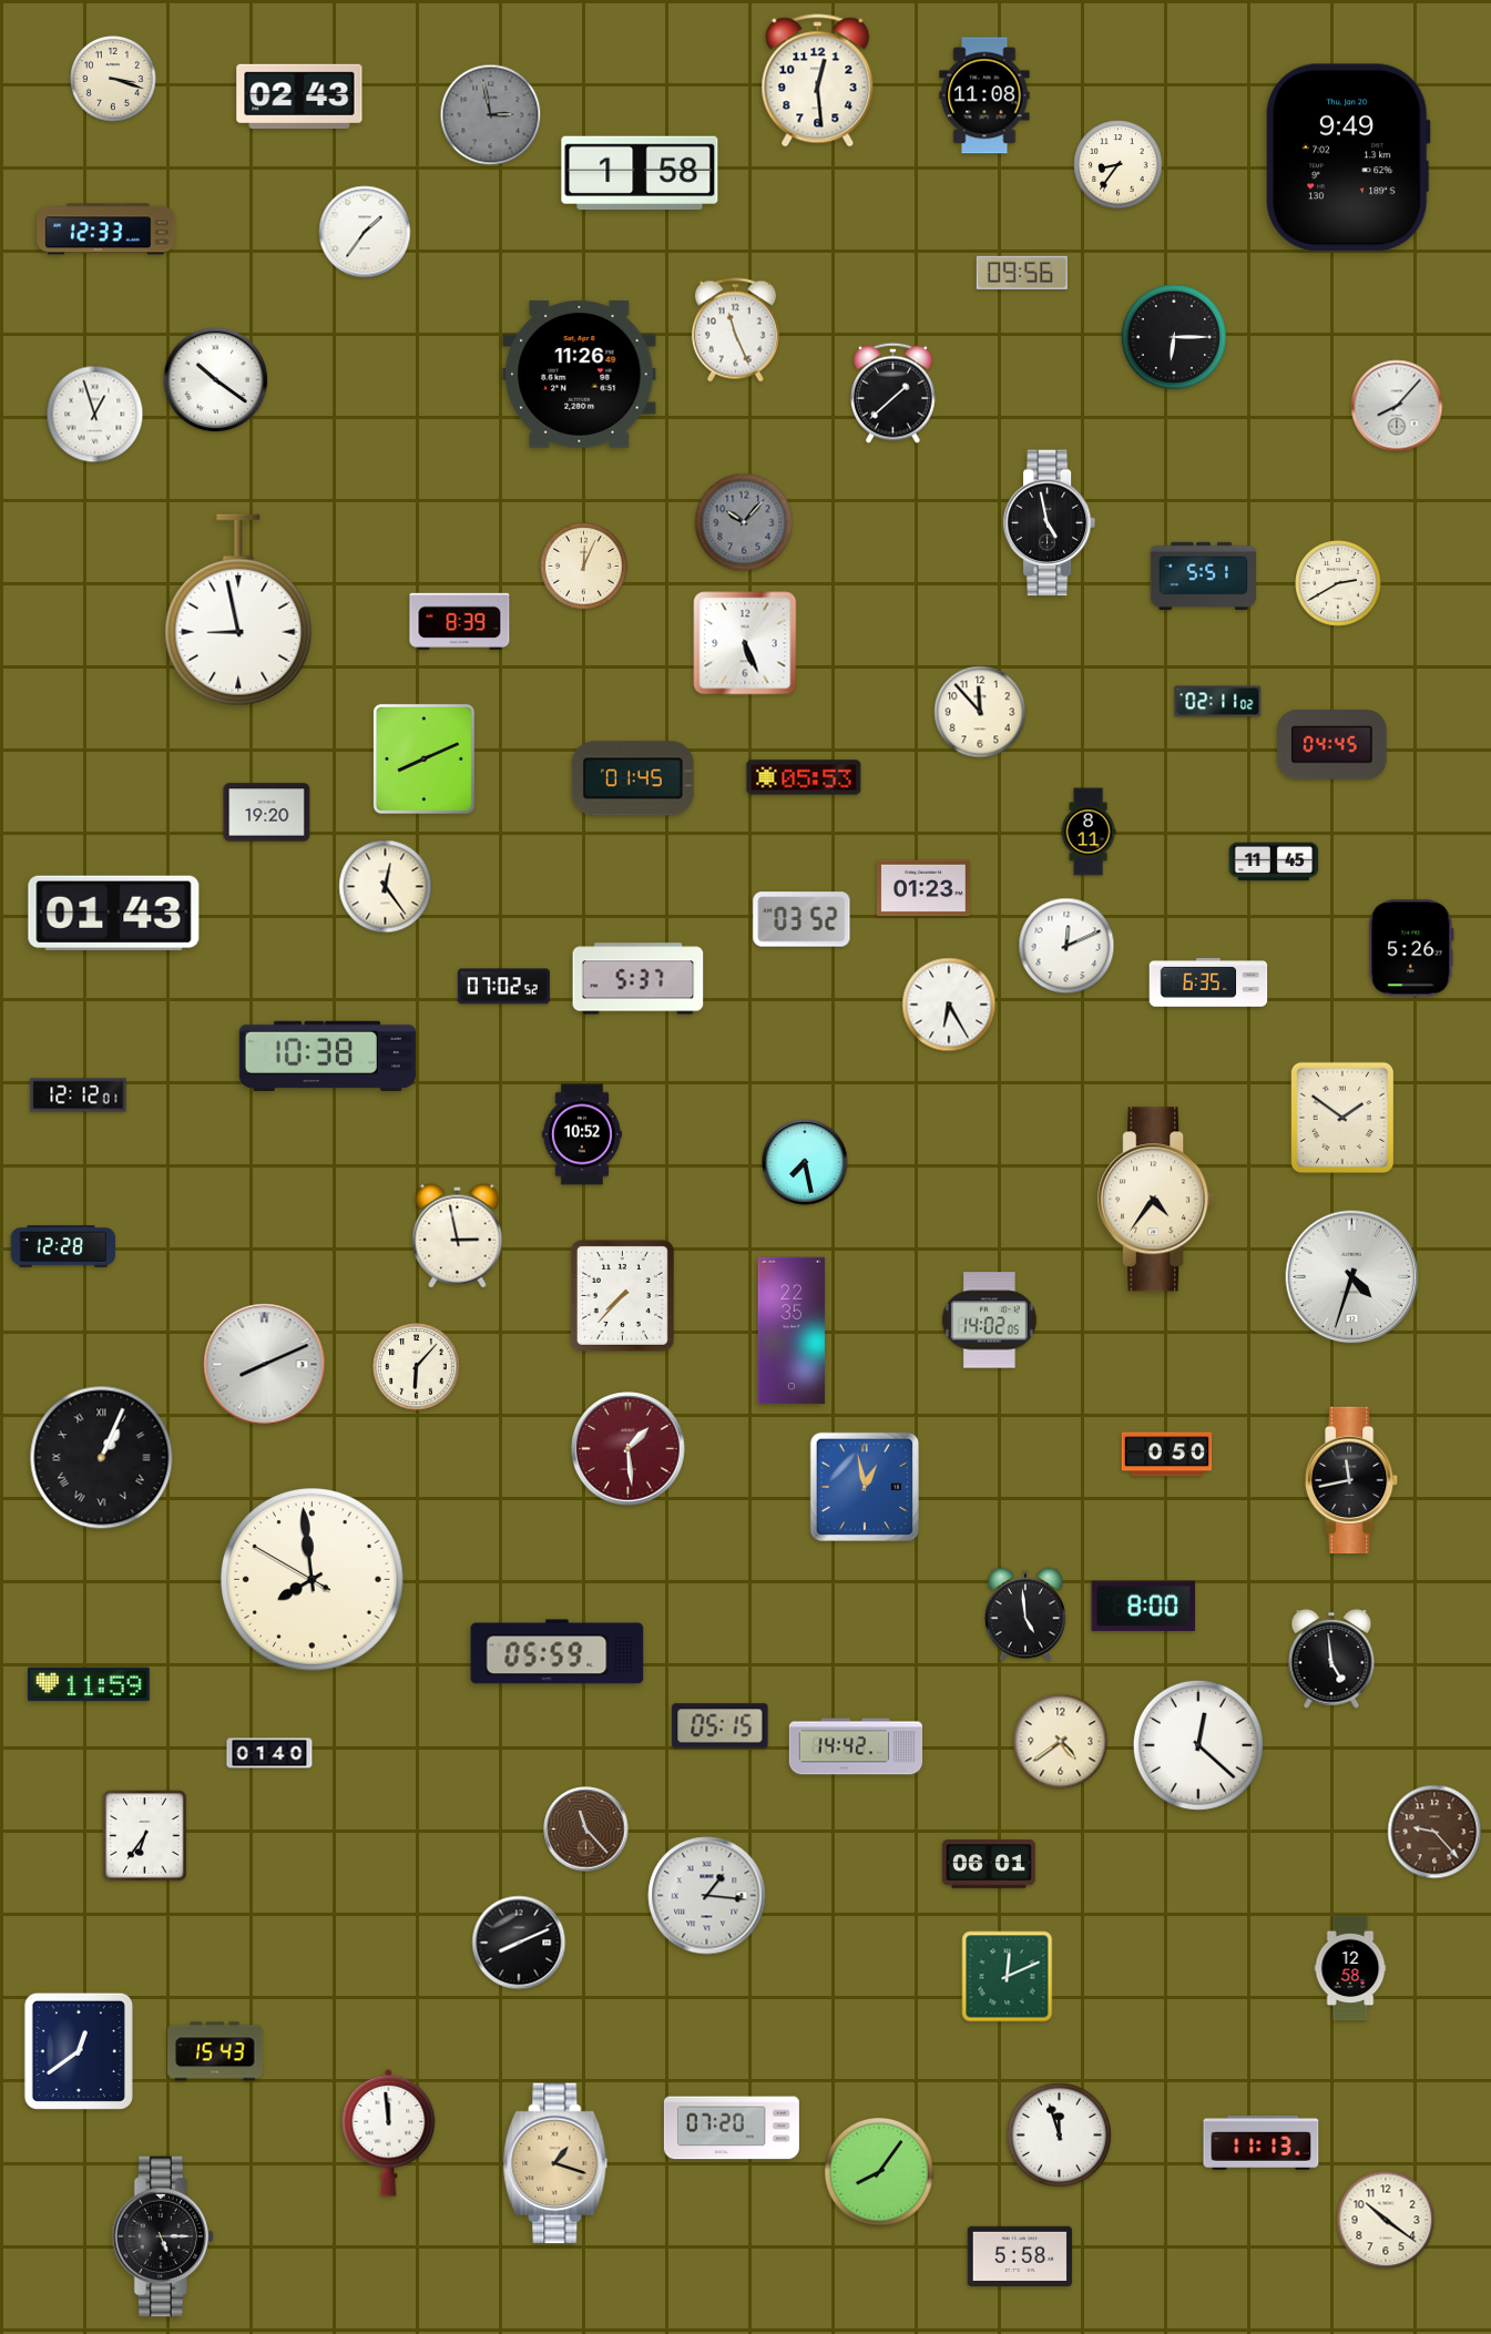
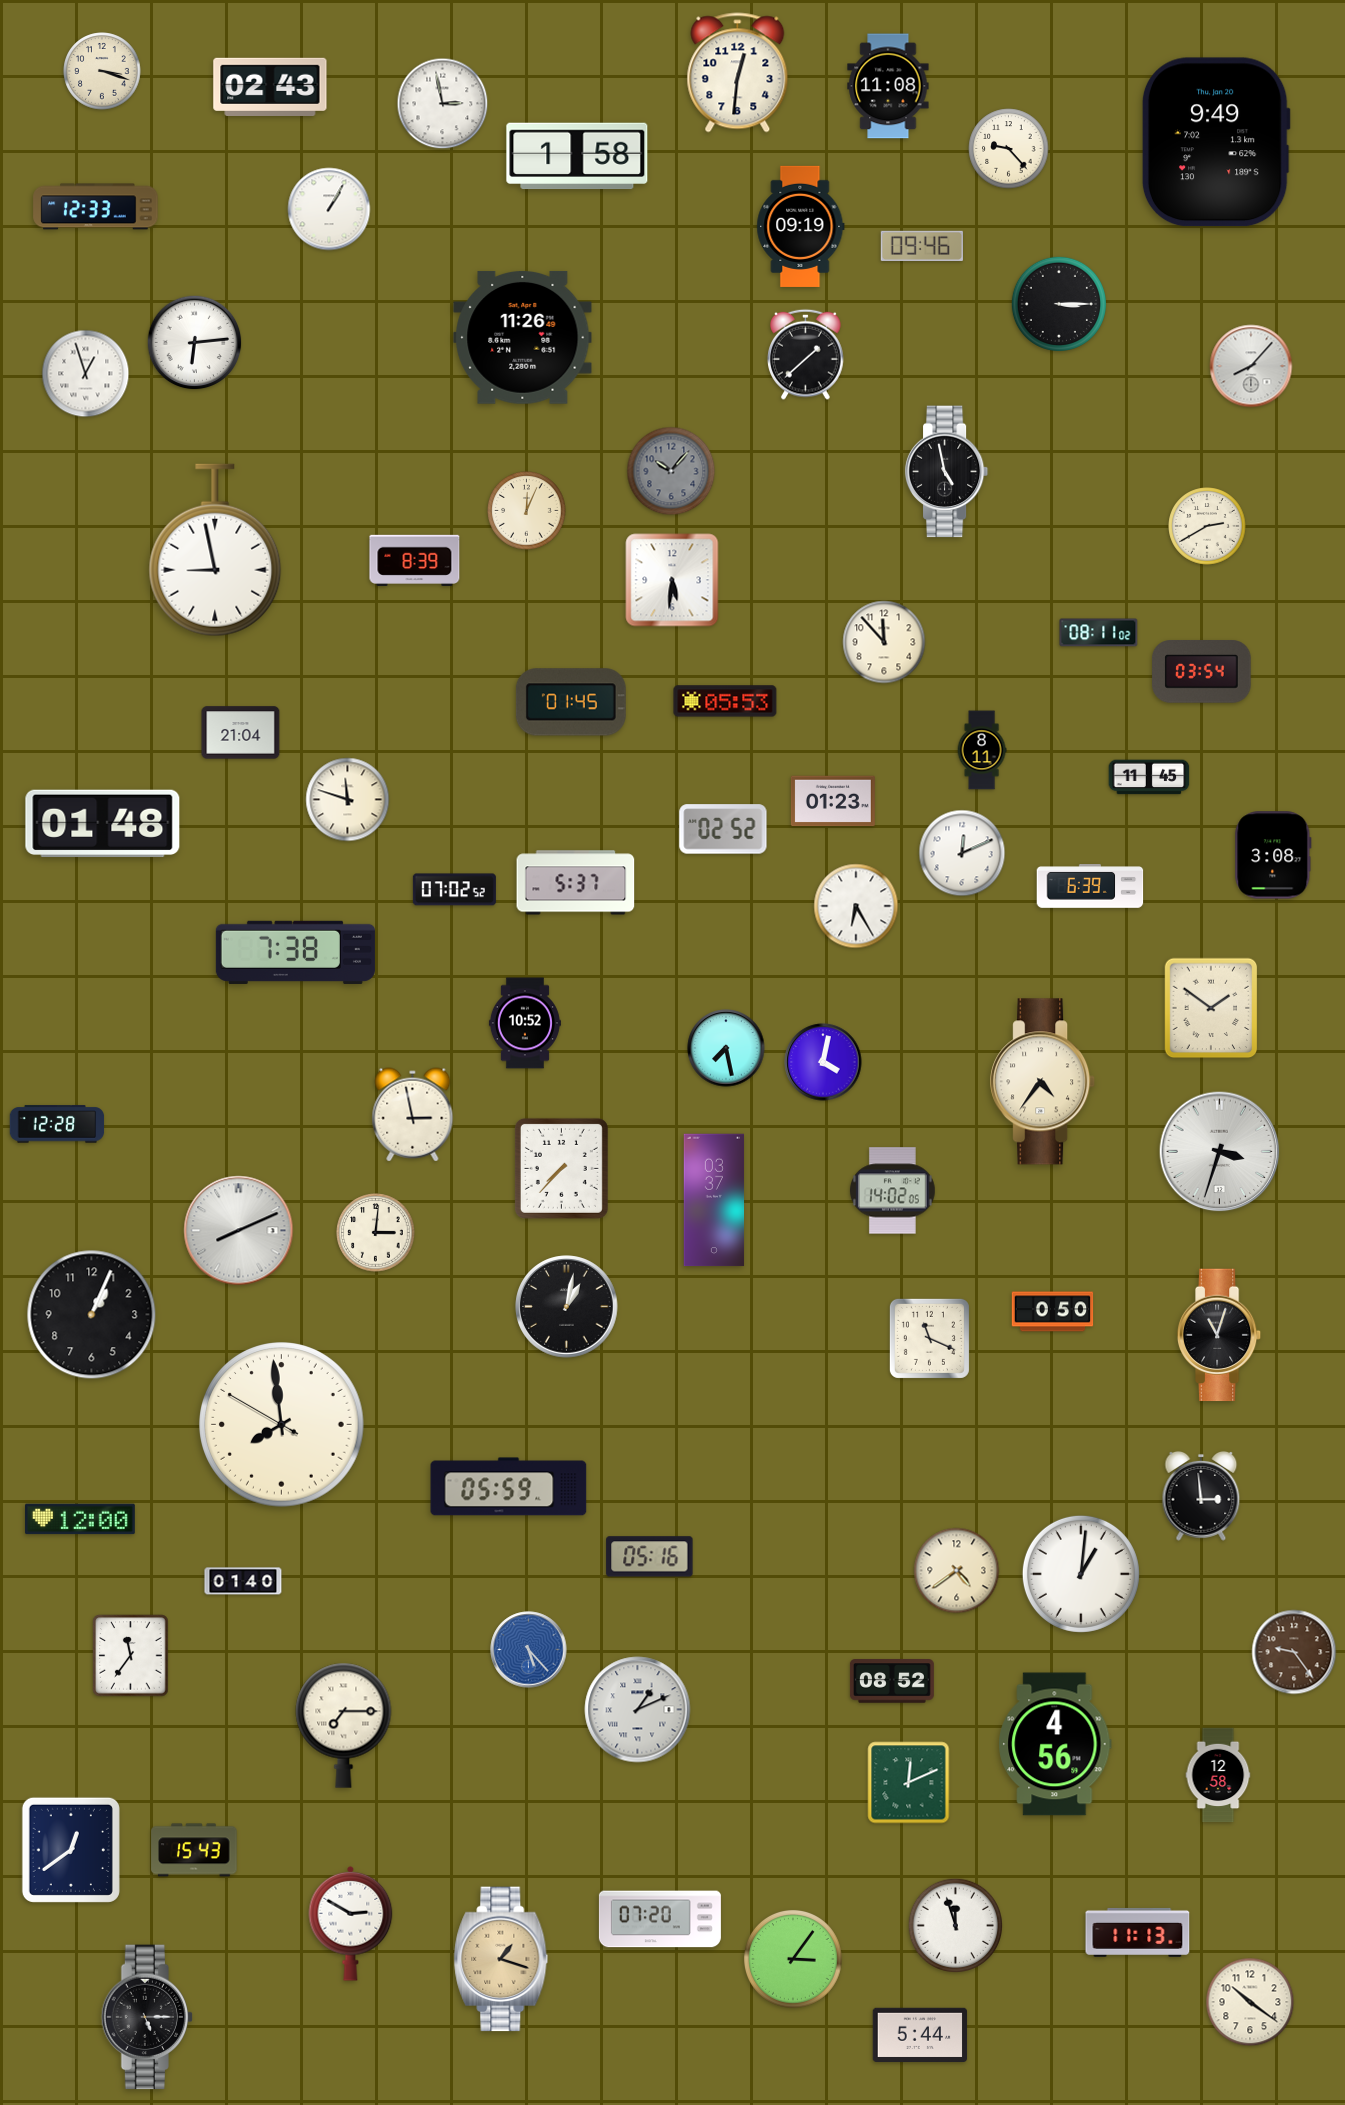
clock at (818, 81): 12:29 -> 12:31
clock at (491, 115) dial: grey -> white
clock at (1119, 165): 8:36 -> 9:23
clock at (365, 232): 1:36 -> 1:05
clock at (801, 226): none -> 09:19
clock at (1022, 272): 09:56 -> 09:46
clock at (735, 330): 11:26 -> none
clock at (1174, 337): 6:15 -> 3:15
clock at (216, 380): 10:21 -> 6:14
clock at (1397, 406) position: (1397, 406) -> (1251, 366)
clock at (1203, 577): 5:51 -> none
clock at (745, 643): 5:26 -> 5:31
clock at (1218, 702): 02:11 -> 08:11
clock at (1332, 745): 04:45 -> 03:54
clock at (423, 758): 8:11 -> none
clock at (267, 813): 19:20 -> 21:04
clock at (386, 887): 12:24 -> 11:48
clock at (114, 914): 01:43 -> 01:48
clock at (801, 919): 03:52 -> 02:52
clock at (1411, 948): 5:26 -> 3:08
clock at (1208, 983): 6:35 -> 6:39
clock at (327, 1056): 10:38 -> 7:38
clock at (79, 1095): 12:12 -> none
clock at (823, 1062): none -> 4:02
clock at (1352, 1277): 4:33 -> 3:33
clock at (792, 1331): 22:35 -> 03:37
clock at (417, 1367): 6:07 -> 3:01
clock at (629, 1449): 1:29 -> 1:02
clock at (629, 1449) dial: burgundy -> black
clock at (102, 1458) numerals: Roman -> Arabic
clock at (1351, 1480): 11:43 -> 11:03
clock at (929, 1338): none -> 11:19
clock at (865, 1487): 12:58 -> none
clock at (1144, 1607): 8:00 -> none
clock at (1025, 1614): 4:59 -> none
clock at (558, 1652) position: (558, 1652) -> (509, 1487)
clock at (1331, 1659): 4:59 -> 2:59
clock at (89, 1684): 11:59 -> 12:00
clock at (721, 1726): 05:15 -> 05:16
clock at (1198, 1745): 12:22 -> 1:01
clock at (856, 1746): 14:42 -> none
clock at (586, 1830): 11:23 -> 5:23
clock at (586, 1830) dial: brown -> blue
clock at (1434, 1832): 9:23 -> 9:24
clock at (145, 1836): 6:36 -> 11:36
clock at (989, 1864): 06:01 -> 08:52
clock at (707, 1896): 1:16 -> 1:11
clock at (344, 1725): none -> 7:15
clock at (1055, 1744): none -> 4:56
clock at (519, 1943): 8:11 -> none
clock at (389, 2132): 11:59 -> 2:50
clock at (555, 2163) position: (555, 2163) -> (501, 1959)
clock at (879, 2172): 8:06 -> 3:06
clock at (1020, 2255): 5:58 -> 5:44
